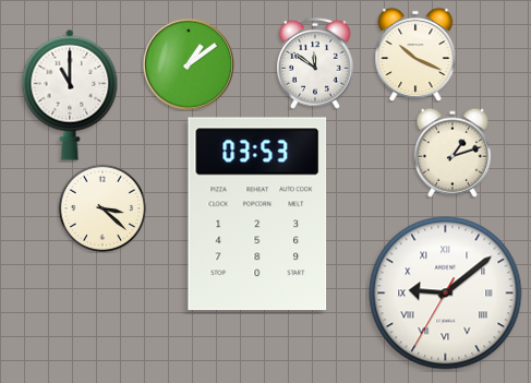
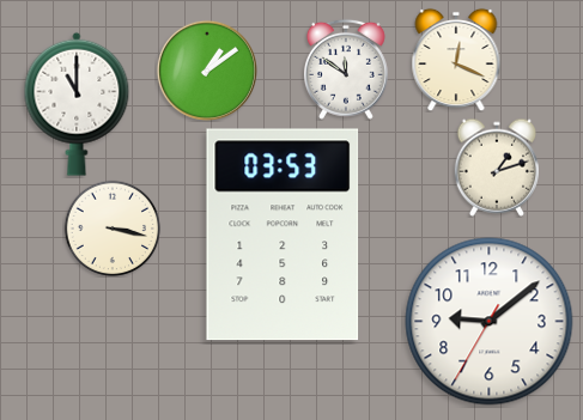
clock at (415, 55): 10:19 -> 12:19
clock at (102, 208): 3:22 -> 3:17
clock at (446, 294) numerals: Roman -> Arabic
